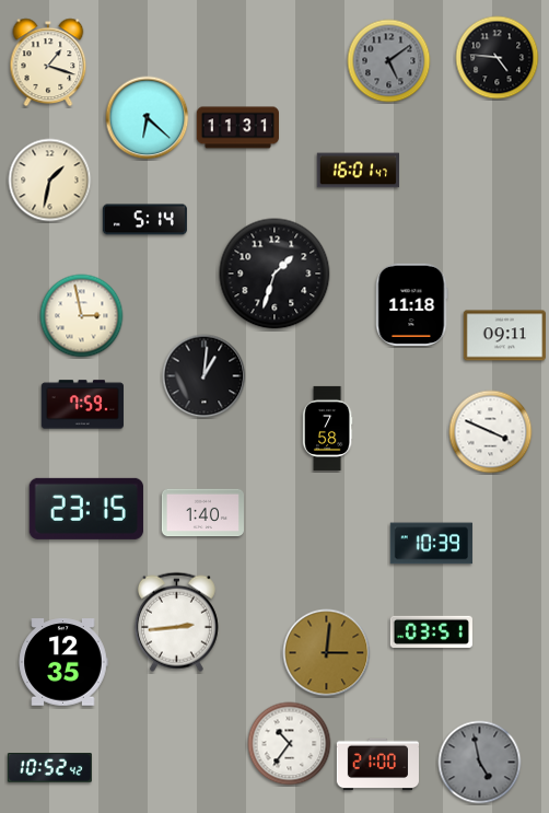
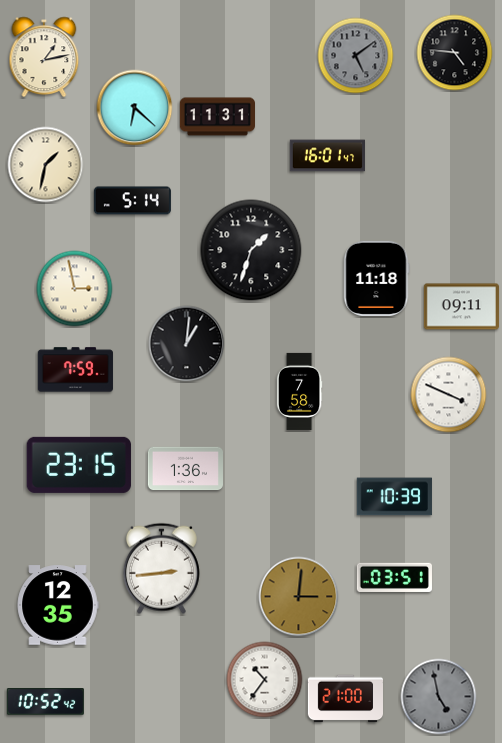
clock at (48, 62): 1:18 -> 1:13
clock at (202, 513): 1:40 -> 1:36
